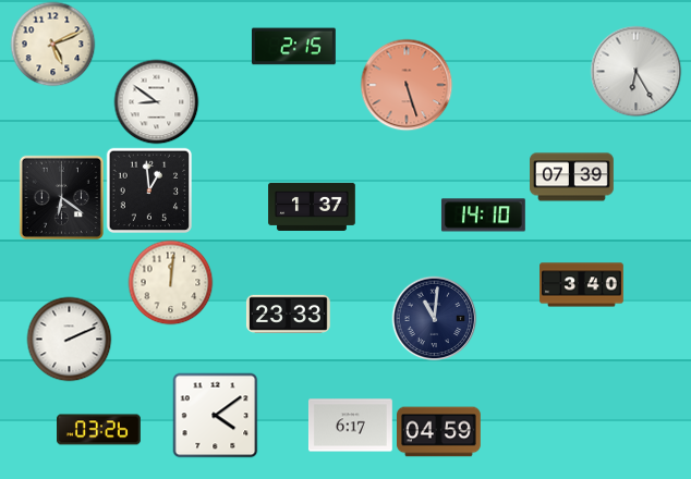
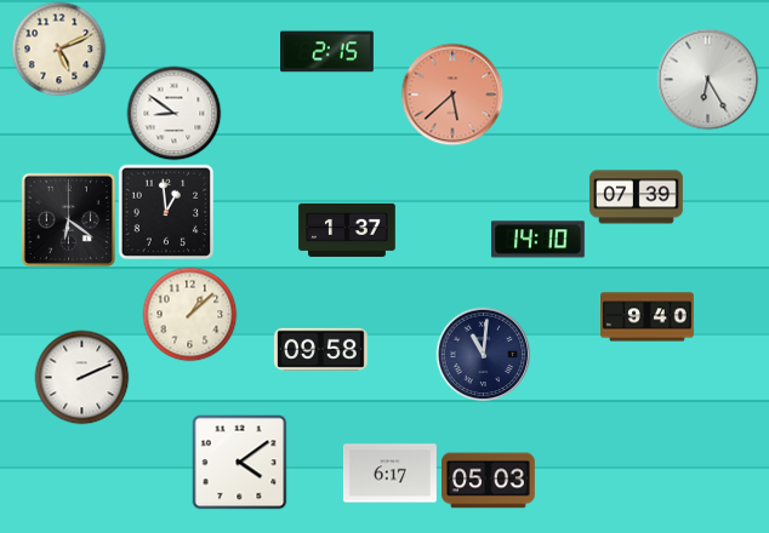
clock at (407, 85): 5:27 -> 5:38
clock at (170, 282): 12:01 -> 1:08
clock at (582, 285): 3:40 -> 9:40
clock at (288, 314): 23:33 -> 09:58
clock at (69, 339) position: (69, 339) -> (81, 377)
clock at (99, 430): 03:26 -> none
clock at (439, 432): 04:59 -> 05:03
